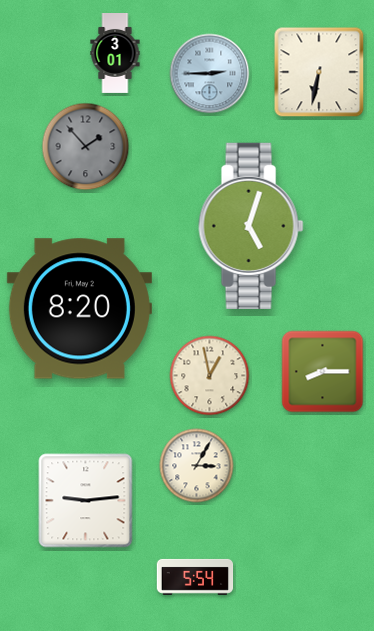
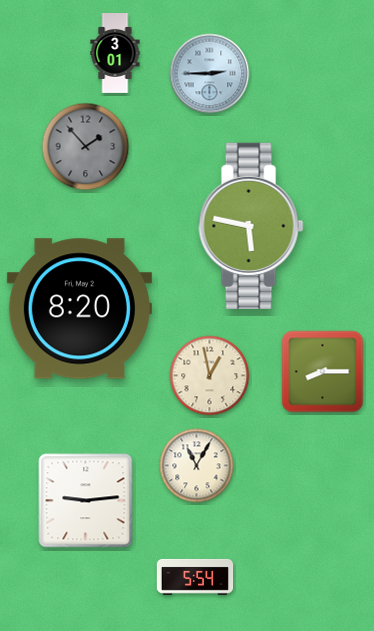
clock at (319, 72): 6:32 -> none
clock at (251, 226): 5:03 -> 5:47
clock at (197, 466): 3:05 -> 11:05
